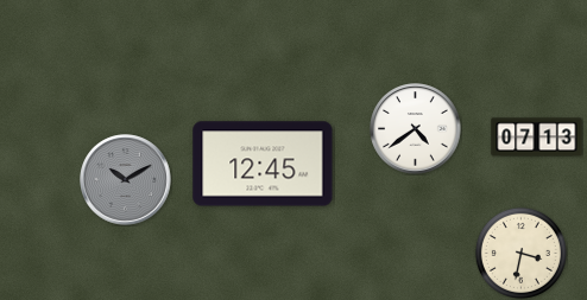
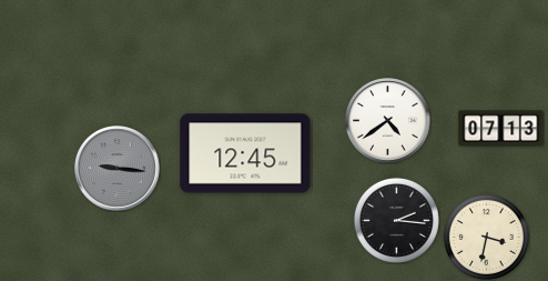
clock at (126, 180): 10:10 -> 9:16
clock at (396, 220): none -> 2:16
